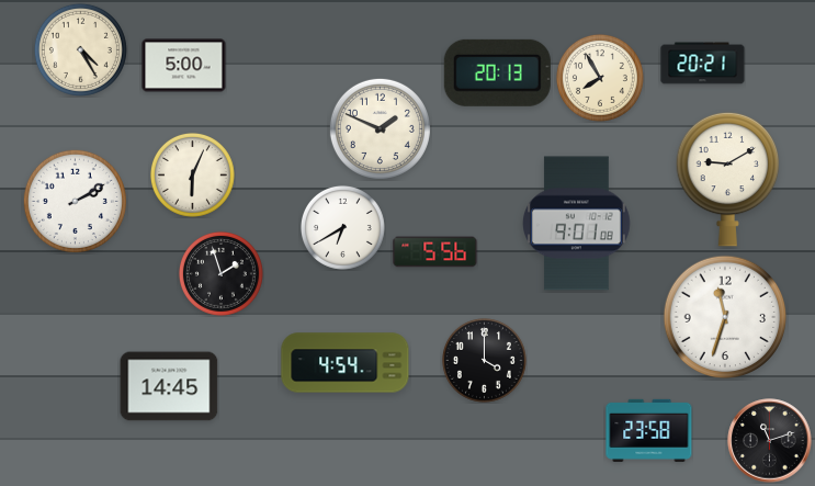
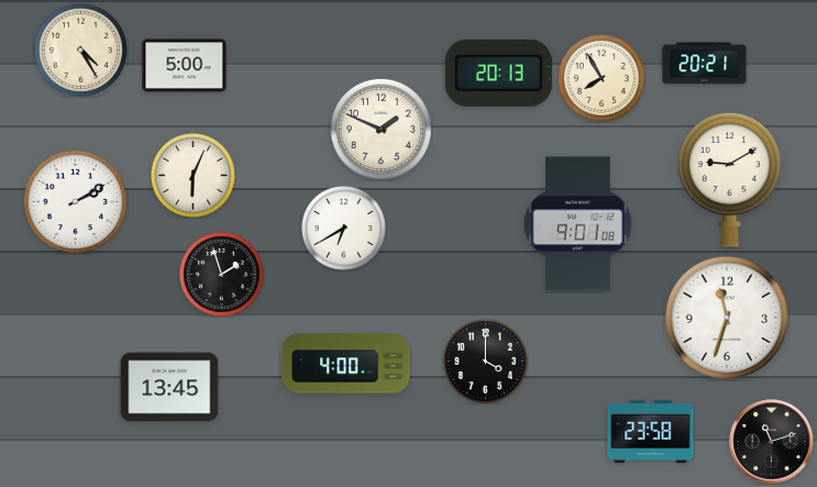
clock at (435, 252): 5:56 -> none
clock at (346, 363): 4:54 -> 4:00
clock at (169, 386): 14:45 -> 13:45
